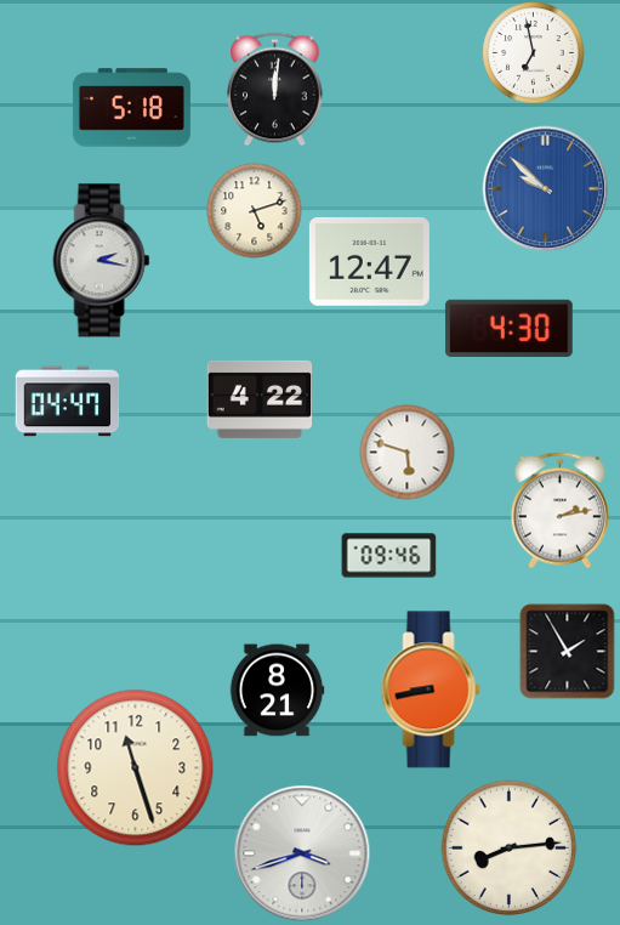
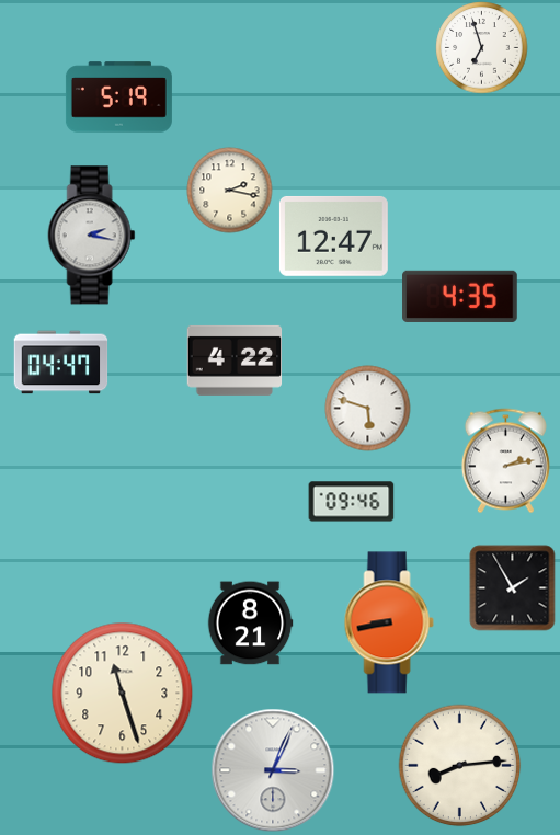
clock at (533, 52): 6:58 -> 6:57
clock at (275, 89): 12:01 -> none
clock at (131, 108): 5:18 -> 5:19
clock at (545, 188): 9:52 -> none
clock at (254, 210): 5:12 -> 2:17
clock at (510, 328): 4:30 -> 4:35
clock at (302, 853): 3:42 -> 3:04
